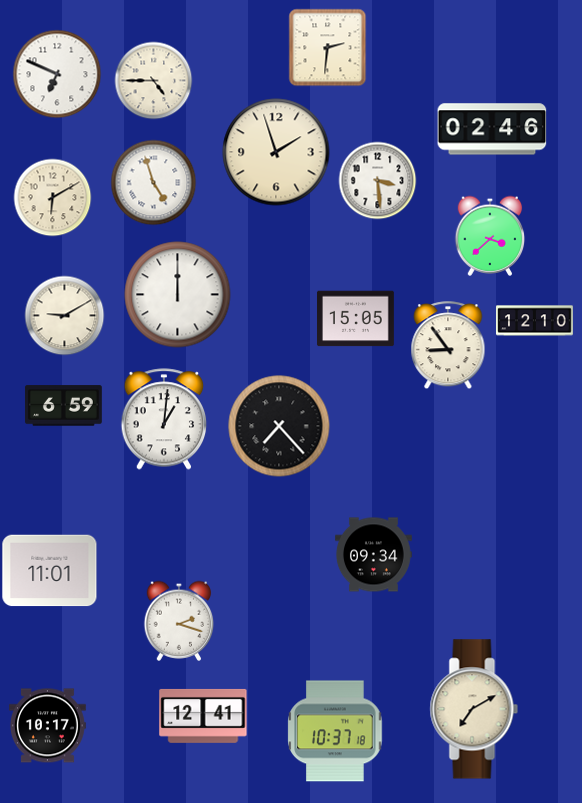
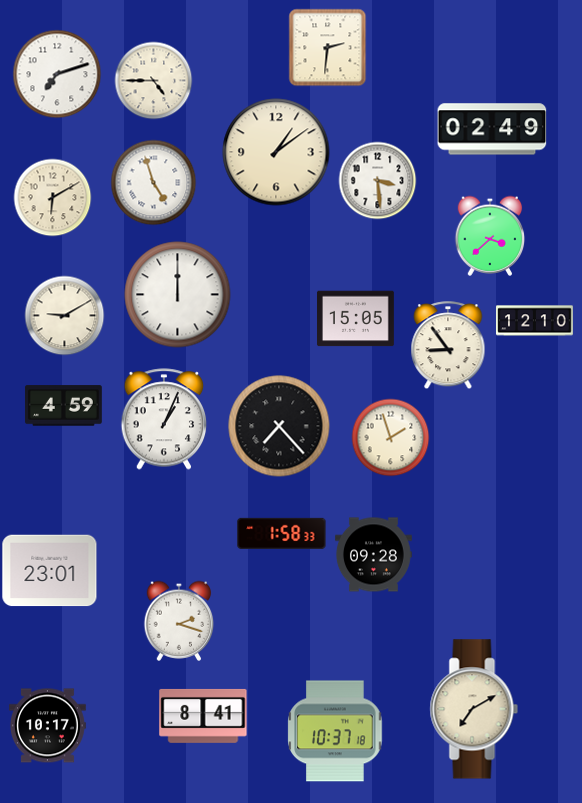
clock at (57, 74): 6:49 -> 7:12
clock at (492, 129): 02:46 -> 02:49
clock at (276, 152): 1:57 -> 1:09
clock at (63, 406): 6:59 -> 4:59
clock at (164, 419): 1:01 -> 1:04
clock at (390, 437): none -> 1:57
clock at (282, 533): none -> 1:58
clock at (374, 555): 09:34 -> 09:28
clock at (50, 571): 11:01 -> 23:01
clock at (203, 716): 12:41 -> 8:41
